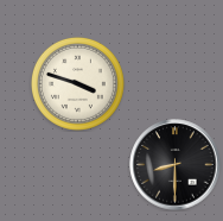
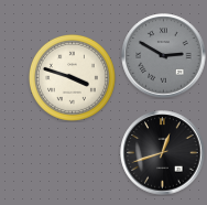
clock at (164, 56): none -> 2:50
clock at (176, 165): 8:30 -> 12:42
